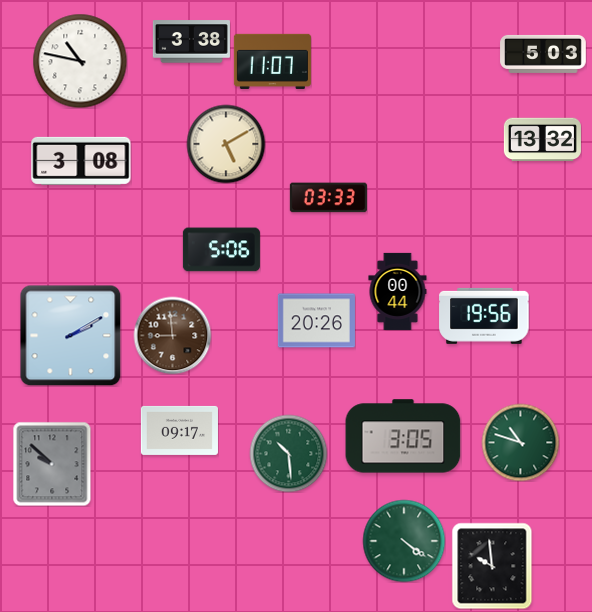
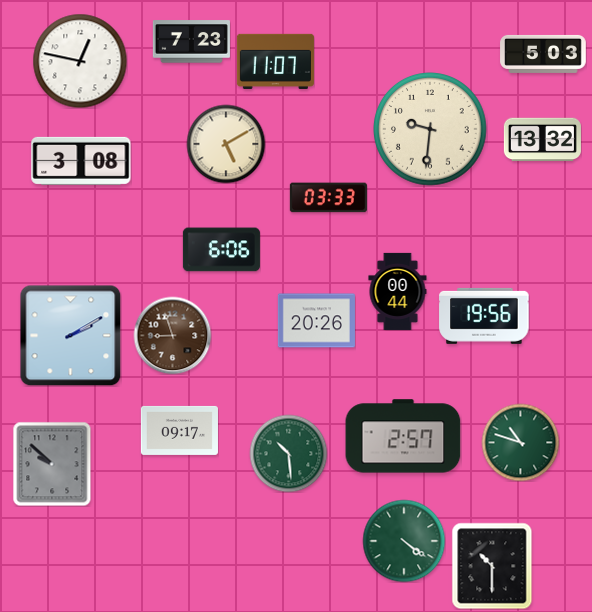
clock at (191, 42): 3:38 -> 7:23
clock at (80, 61): 10:47 -> 12:47
clock at (272, 61) position: (272, 61) -> (275, 61)
clock at (431, 130): none -> 9:31
clock at (221, 250): 5:06 -> 6:06
clock at (172, 335): 8:59 -> 8:57
clock at (403, 436): 3:05 -> 2:57
clock at (492, 566): 9:59 -> 10:30
